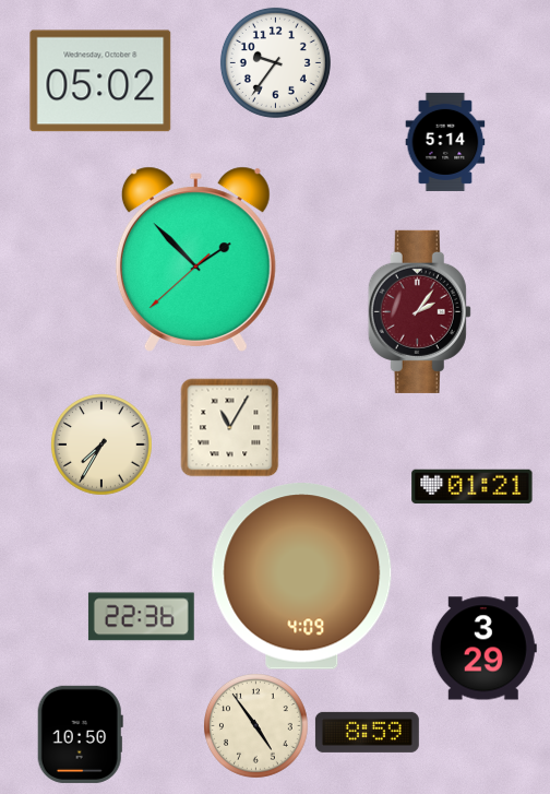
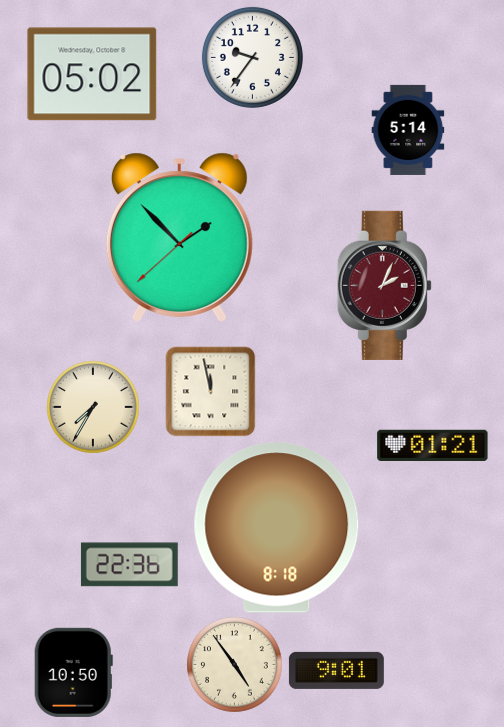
clock at (419, 311): 2:06 -> 2:04
clock at (229, 427): 11:05 -> 11:58
clock at (302, 577): 4:09 -> 8:18
clock at (483, 649): 3:29 -> none
clock at (367, 732): 8:59 -> 9:01
